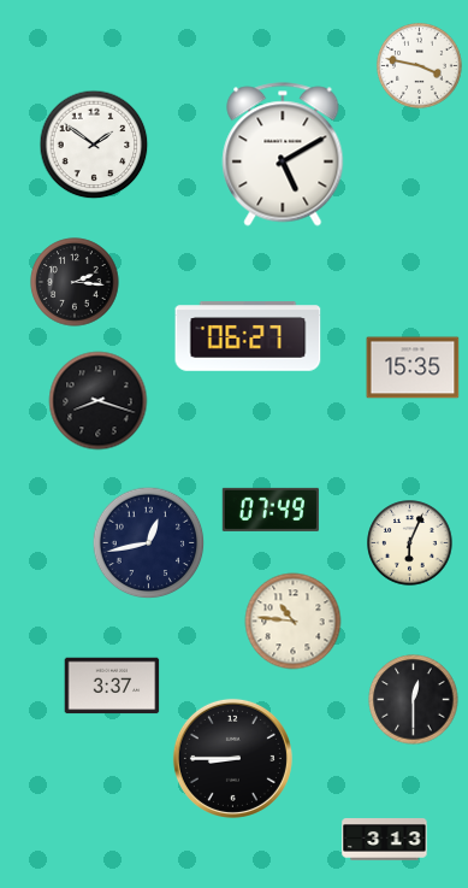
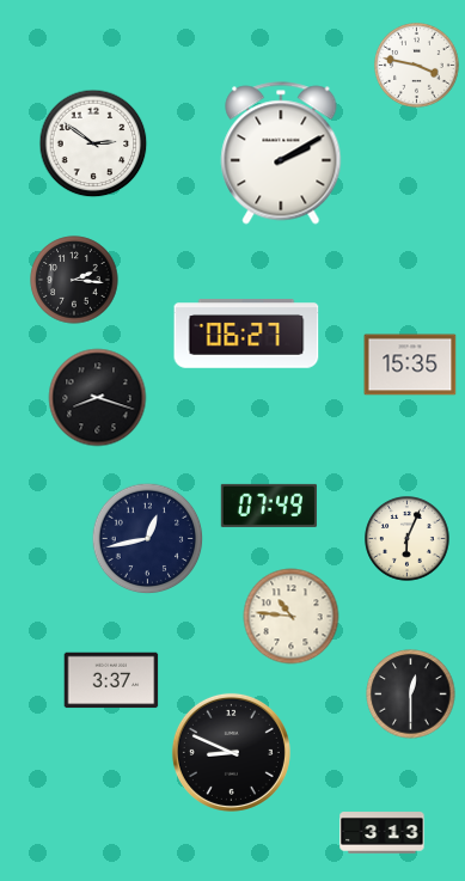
clock at (94, 145): 1:51 -> 2:51
clock at (283, 154): 5:10 -> 2:10
clock at (232, 758): 8:45 -> 8:49
